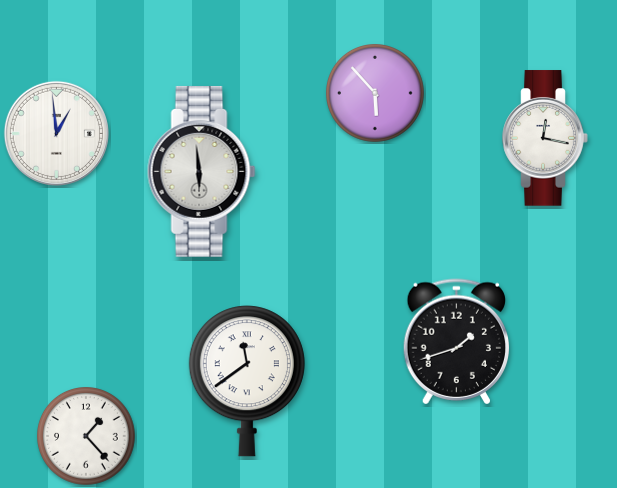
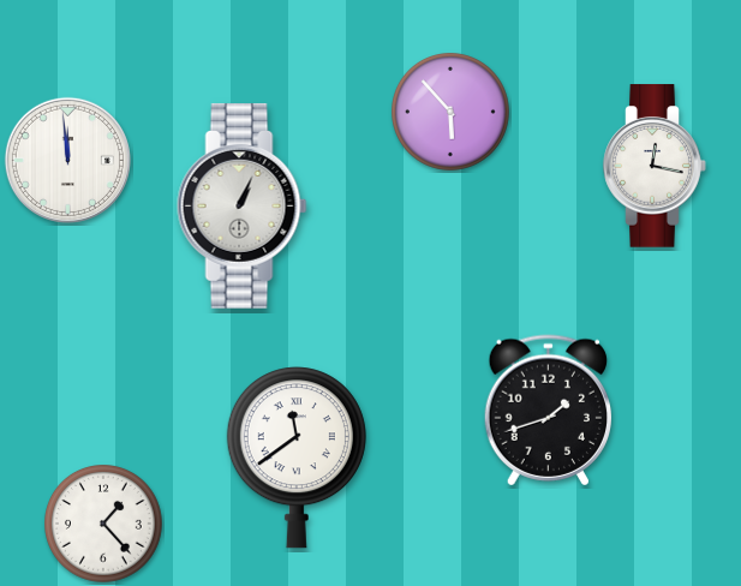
clock at (56, 133): 12:59 -> 11:59
clock at (202, 171): 5:59 -> 1:04
